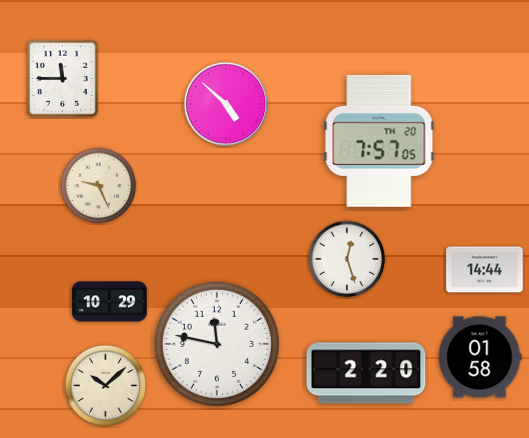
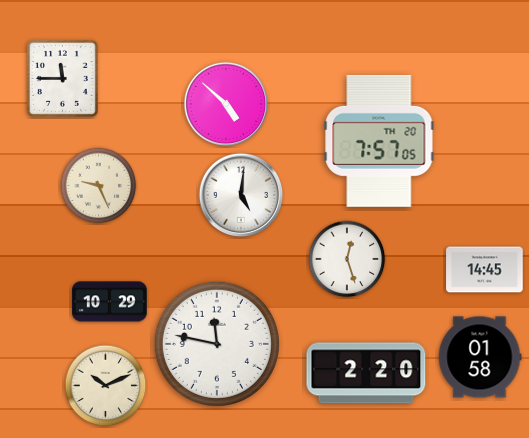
clock at (241, 195): none -> 5:01
clock at (485, 270): 14:44 -> 14:45
clock at (106, 386): 10:08 -> 10:11
